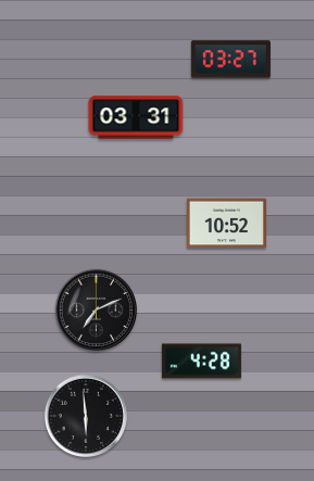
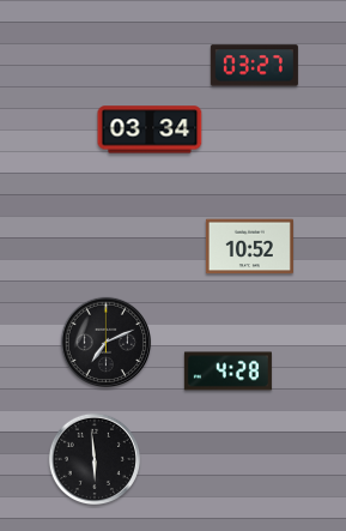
clock at (136, 117): 03:31 -> 03:34
clock at (201, 362) position: (201, 362) -> (227, 372)
